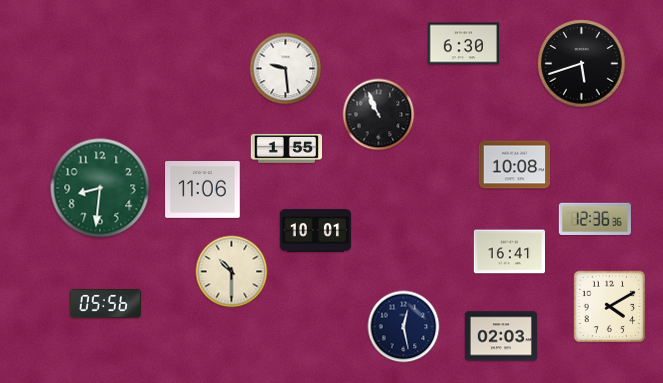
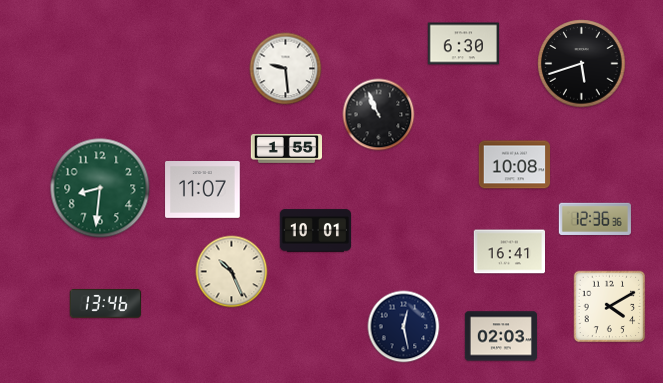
clock at (203, 190): 11:06 -> 11:07
clock at (232, 272): 10:30 -> 10:26
clock at (105, 304): 05:56 -> 13:46
